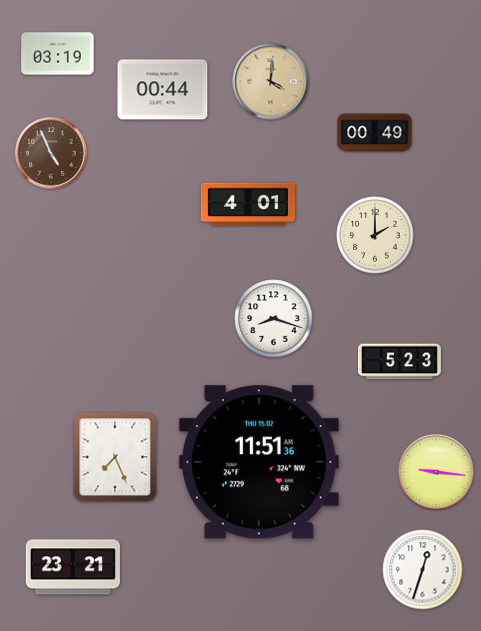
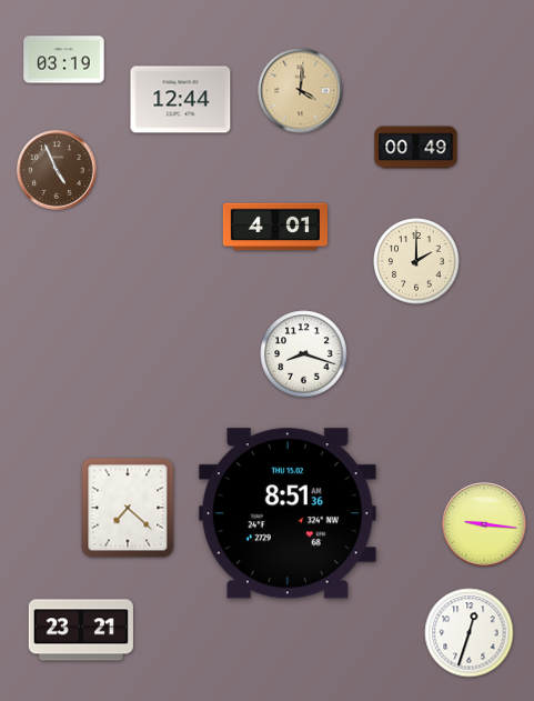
clock at (163, 90): 00:44 -> 12:44
clock at (399, 362): 5:23 -> none
clock at (115, 457): 7:26 -> 7:22
clock at (259, 462): 11:51 -> 8:51
